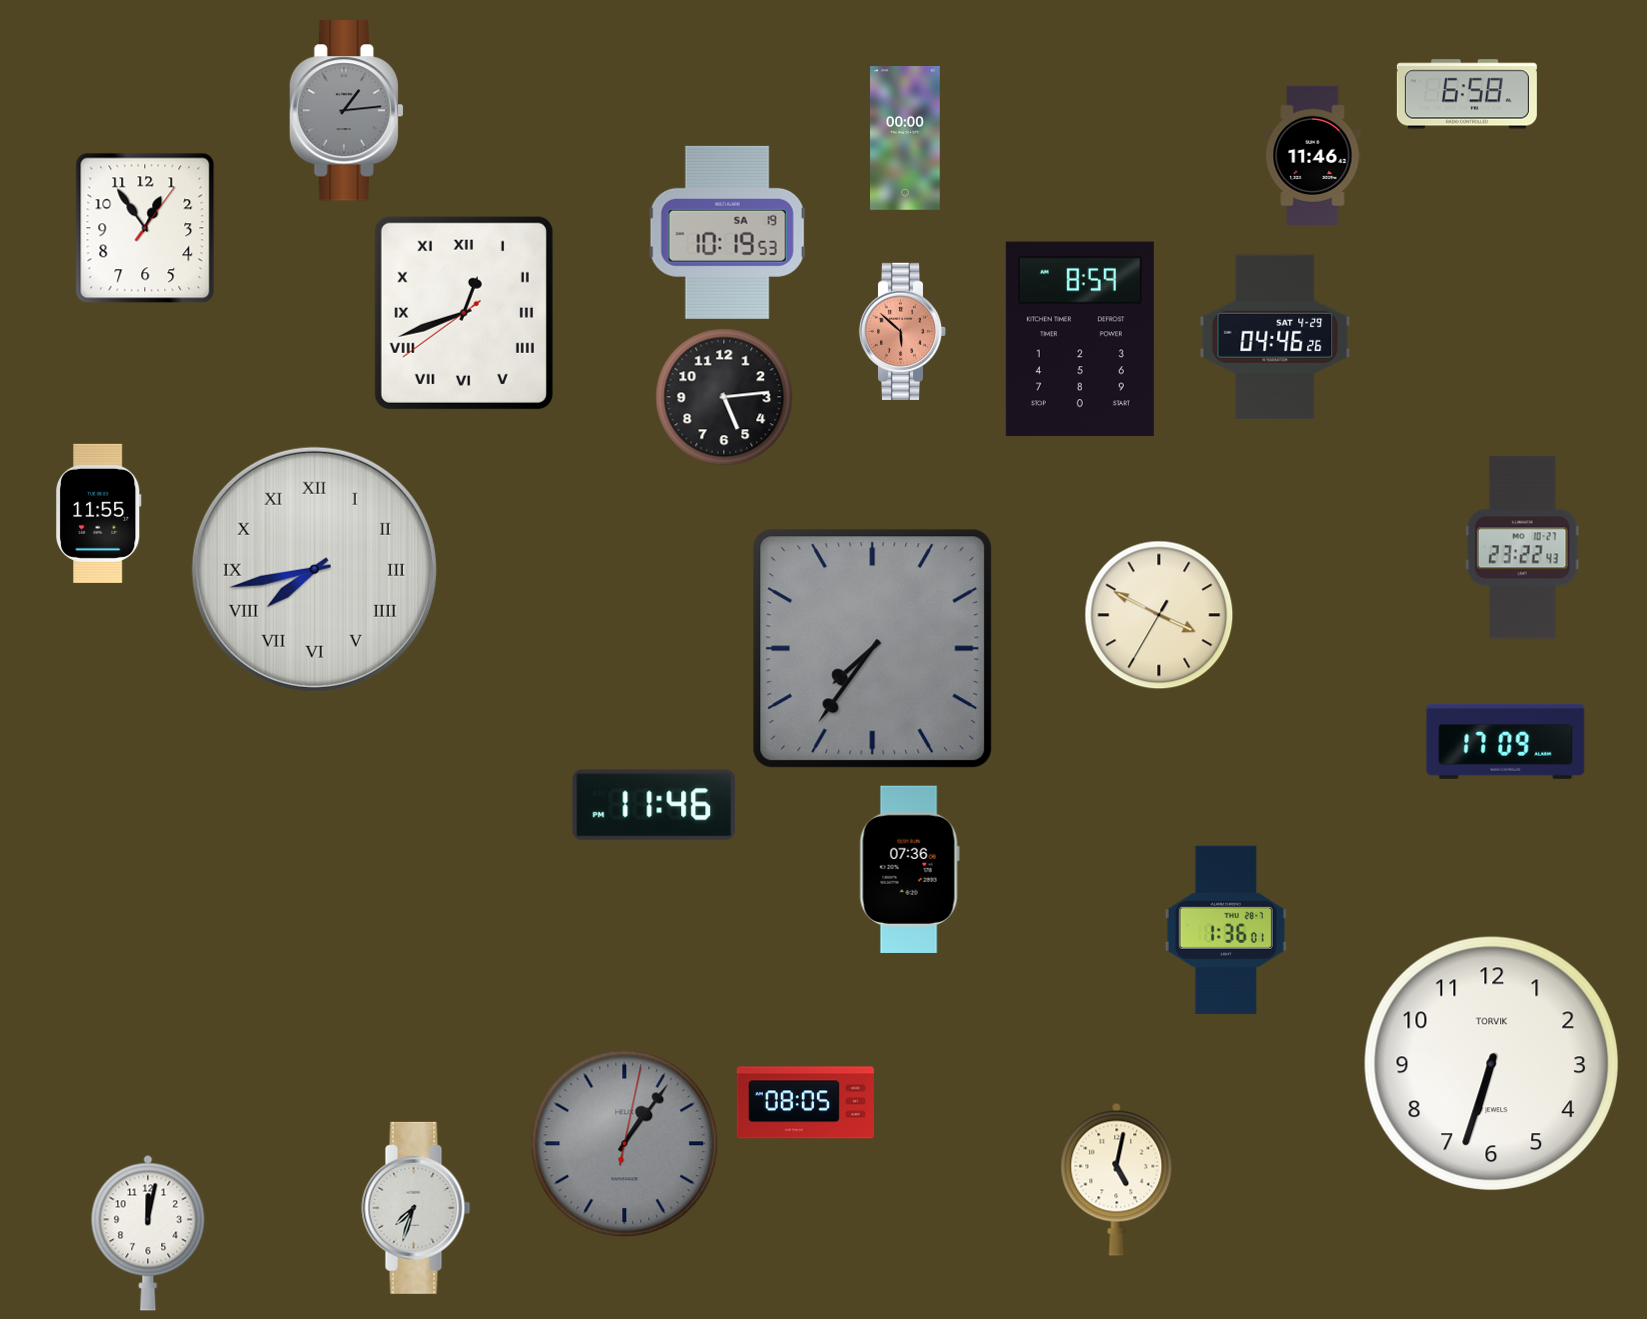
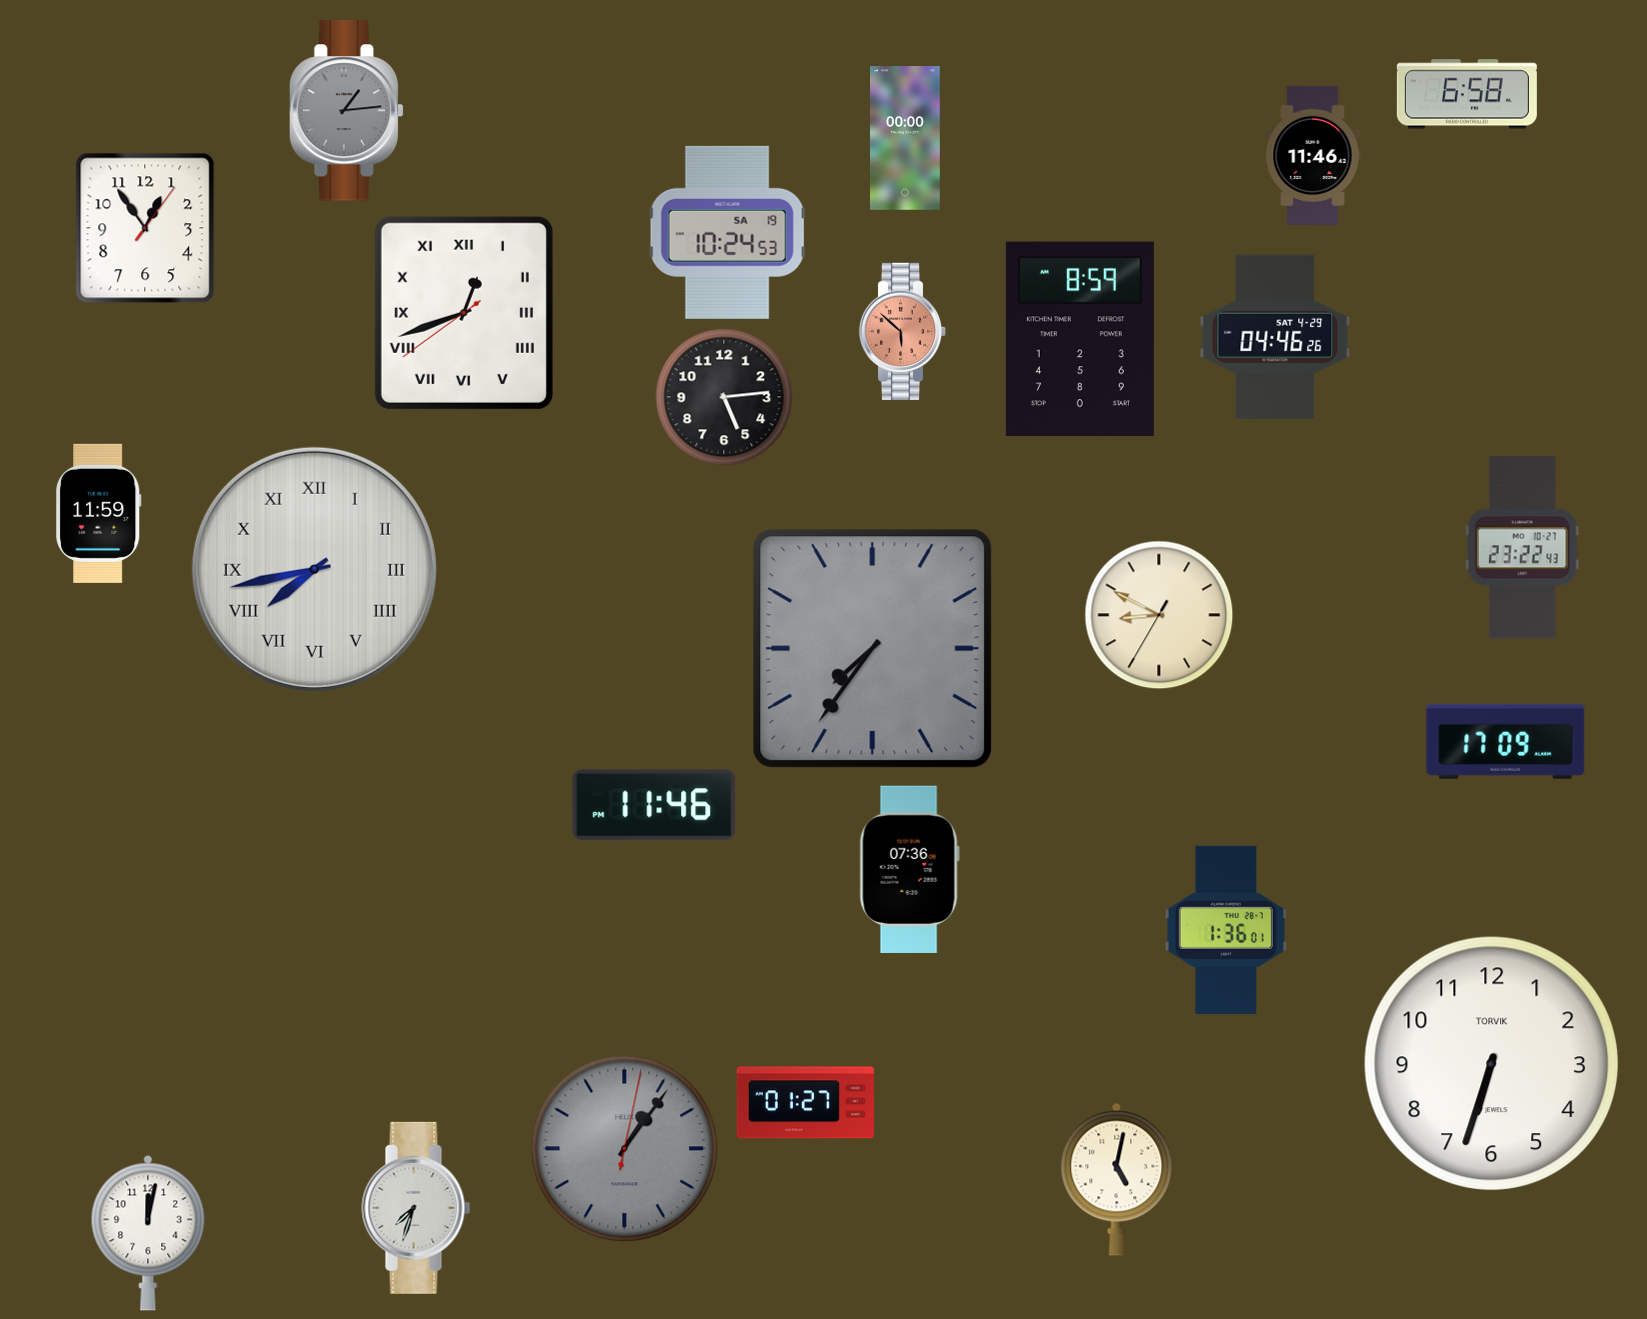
clock at (728, 232): 10:19 -> 10:24
clock at (99, 513): 11:55 -> 11:59
clock at (1159, 615): 3:49 -> 8:49
clock at (805, 1103): 08:05 -> 01:27
clock at (625, 1144) position: (625, 1144) -> (625, 1149)
